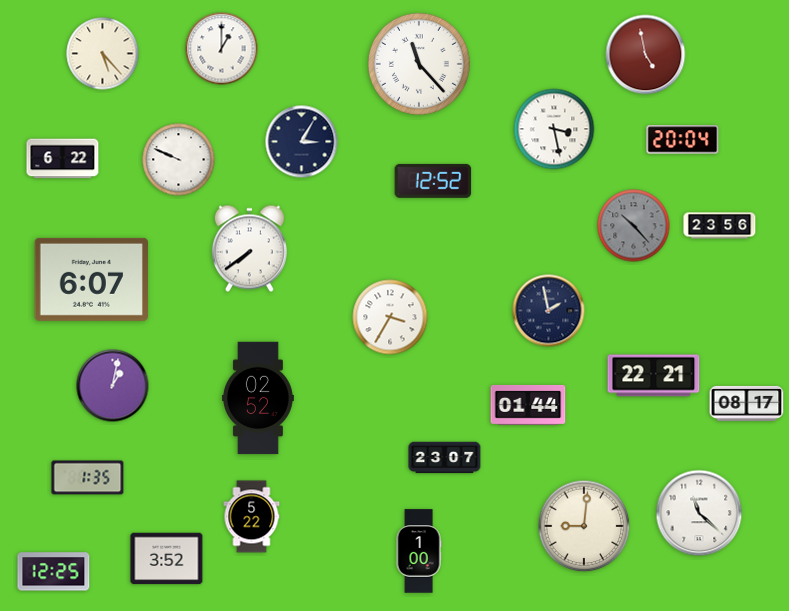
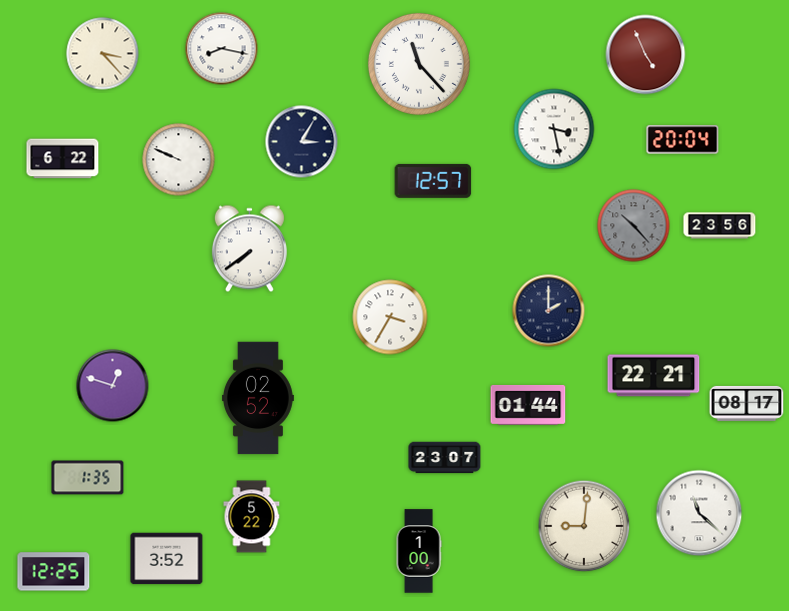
clock at (222, 49): 1:00 -> 8:17
clock at (103, 54): 5:23 -> 3:23
clock at (646, 55): 4:58 -> 4:56
clock at (433, 181): 12:52 -> 12:57
clock at (91, 279): 6:07 -> none
clock at (549, 311): 1:58 -> 2:00
clock at (113, 386): 1:02 -> 12:48
